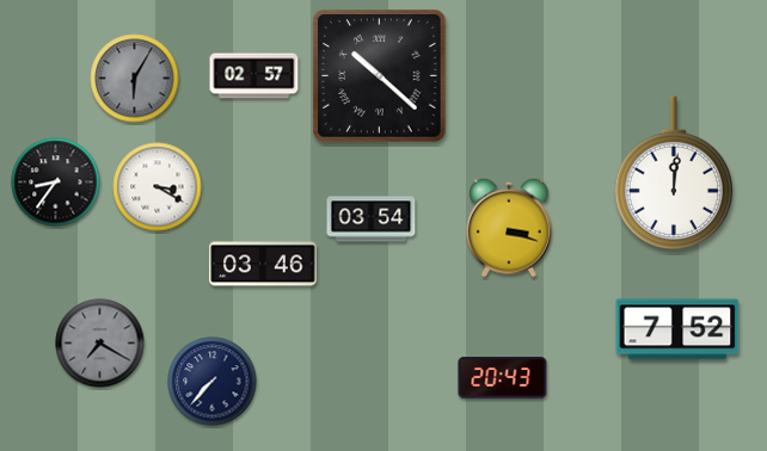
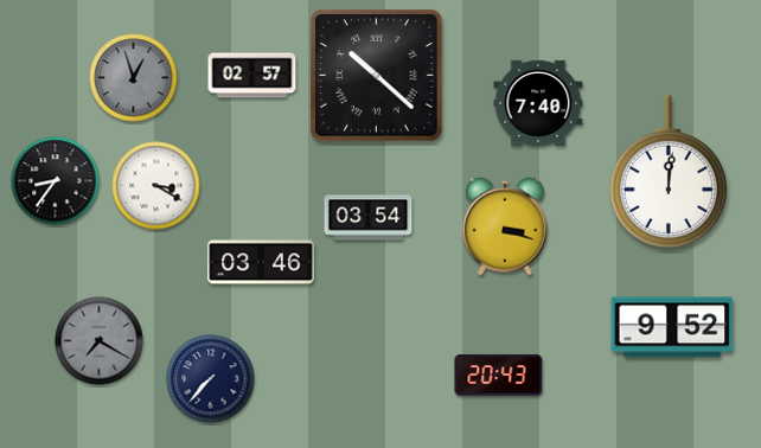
clock at (135, 79): 6:05 -> 12:57
clock at (538, 102): none -> 7:40
clock at (677, 329): 7:52 -> 9:52
